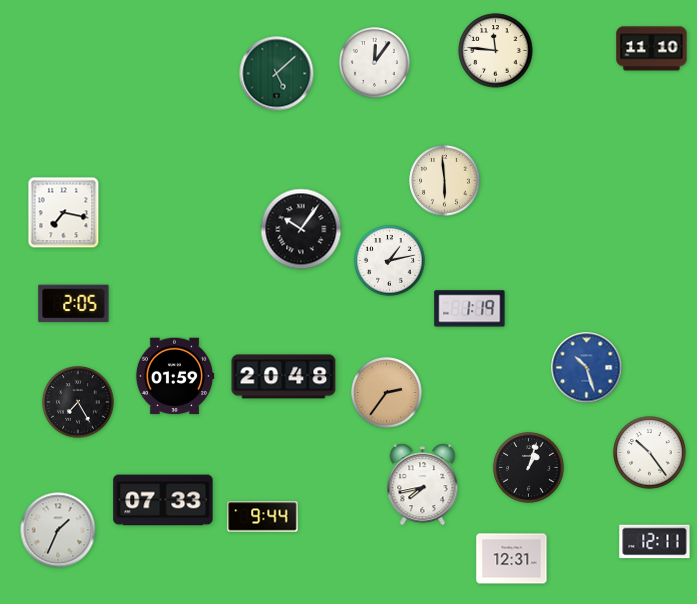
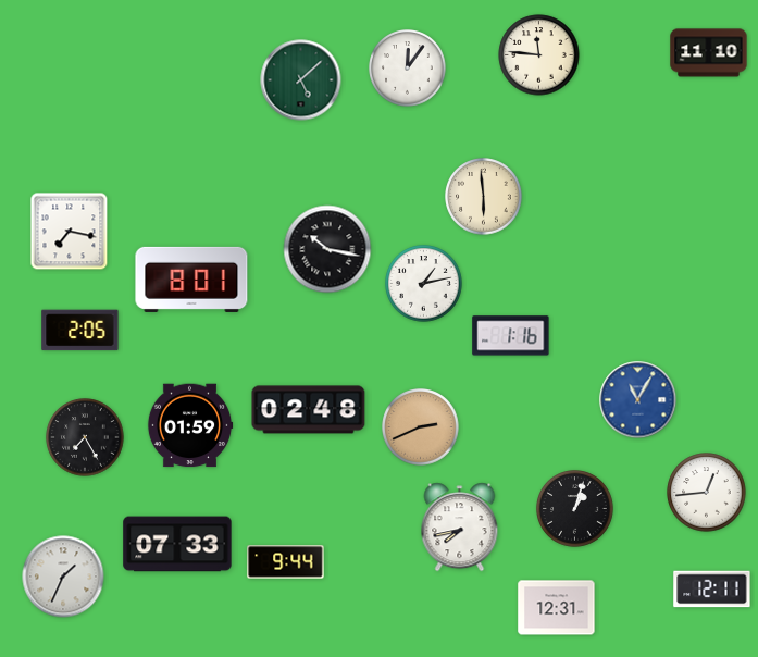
clock at (301, 229): 10:06 -> 10:17
clock at (191, 280): none -> 8:01
clock at (470, 309): 1:19 -> 1:16
clock at (587, 368): 10:27 -> 11:05
clock at (175, 376) position: (175, 376) -> (190, 425)
clock at (284, 377): 20:48 -> 02:48
clock at (387, 393): 2:36 -> 2:41
clock at (650, 453): 10:24 -> 12:44
